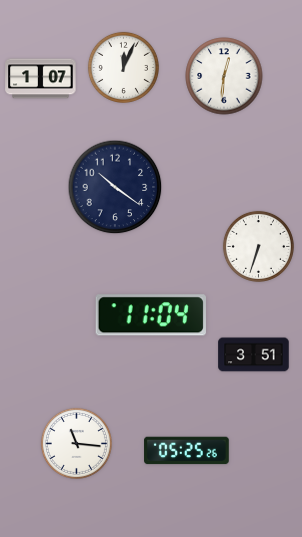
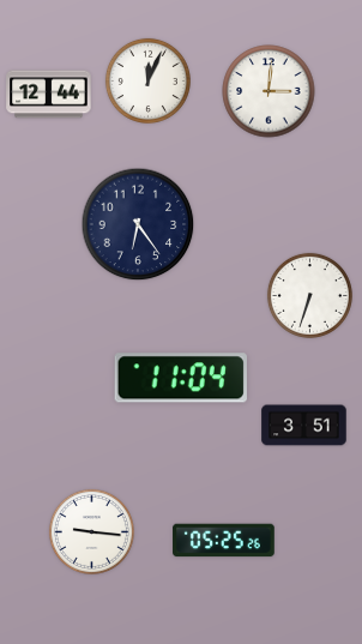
clock at (224, 76): 12:31 -> 3:01
clock at (41, 79): 1:07 -> 12:44
clock at (115, 187): 10:21 -> 6:24
clock at (76, 443): 11:16 -> 9:16
